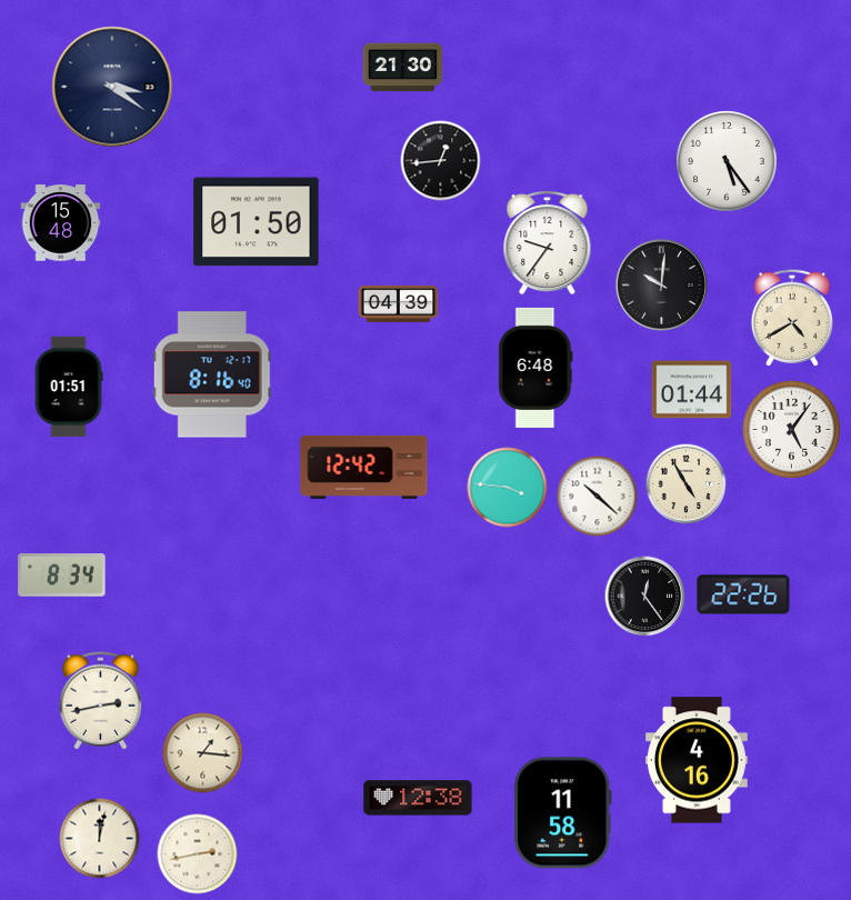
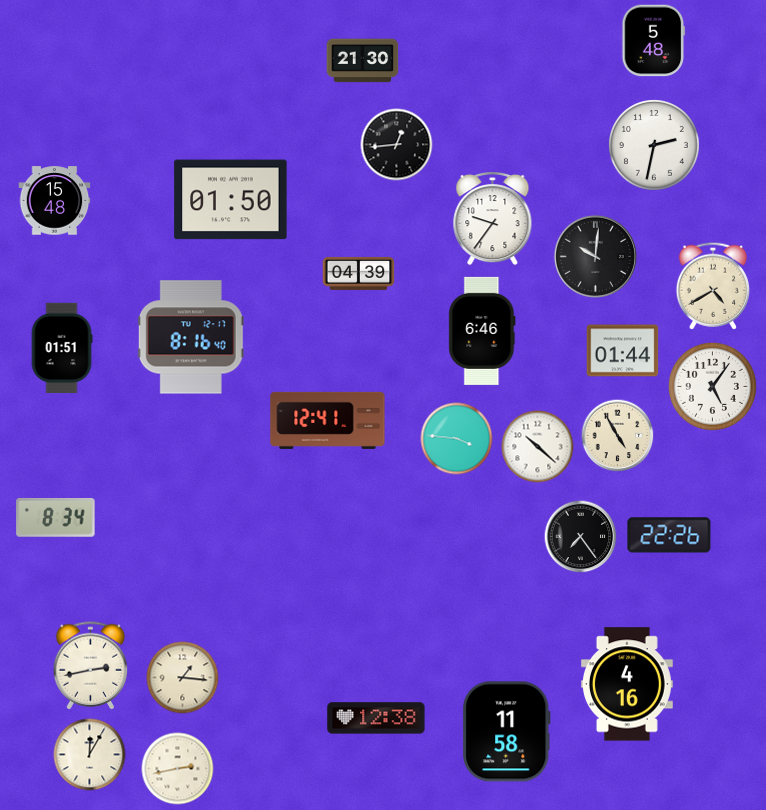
clock at (654, 41): none -> 5:48
clock at (112, 87): 3:21 -> none
clock at (728, 162): 5:24 -> 2:32
clock at (535, 368): 6:48 -> 6:46
clock at (364, 467): 12:42 -> 12:41
clock at (645, 597): 12:24 -> 7:24
clock at (101, 701) position: (101, 701) -> (91, 666)
clock at (100, 839): 12:02 -> 12:05
